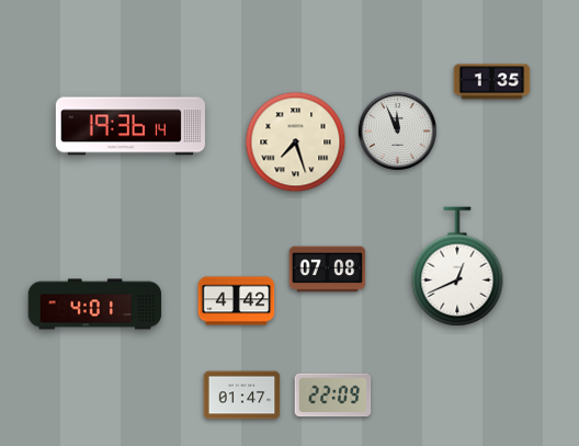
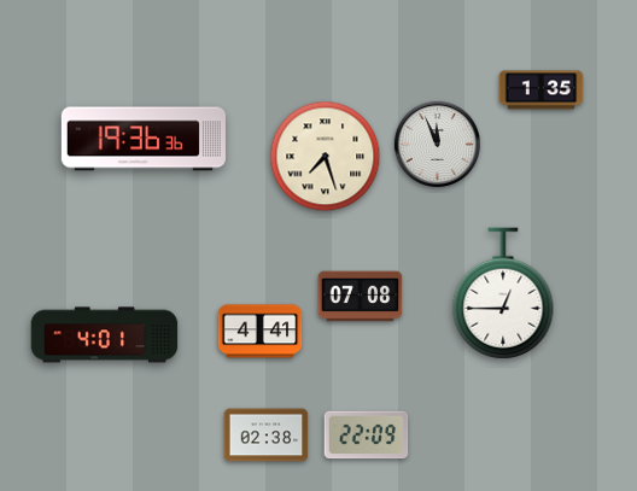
clock at (130, 126): 19:36:14 -> 19:36:36
clock at (457, 266): 12:41 -> 12:45
clock at (237, 301): 4:42 -> 4:41
clock at (242, 396): 01:47 -> 02:38
